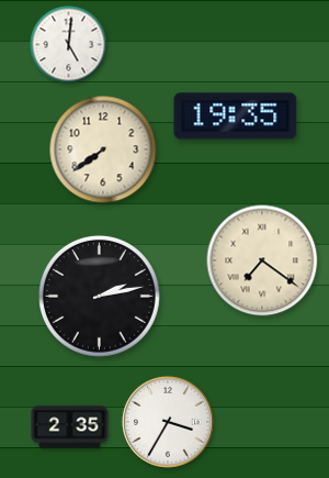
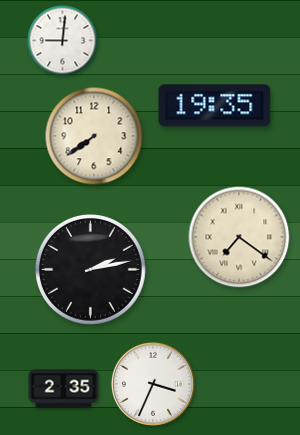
clock at (69, 45): 5:01 -> 9:01
clock at (168, 422): 3:35 -> 3:34
